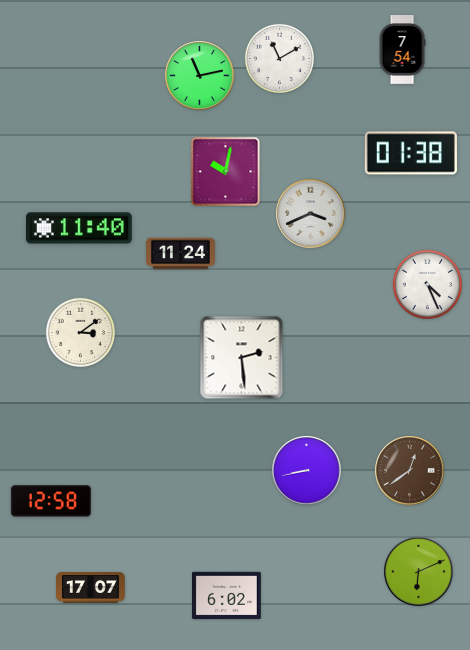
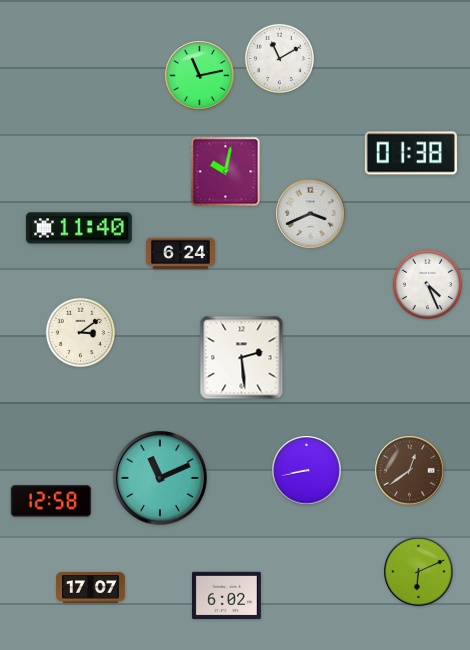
clock at (402, 50): 7:54 -> none
clock at (181, 254): 11:24 -> 6:24
clock at (161, 479): none -> 11:11
